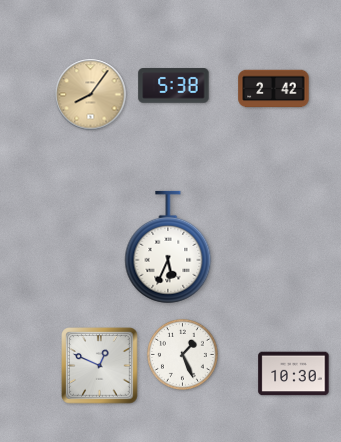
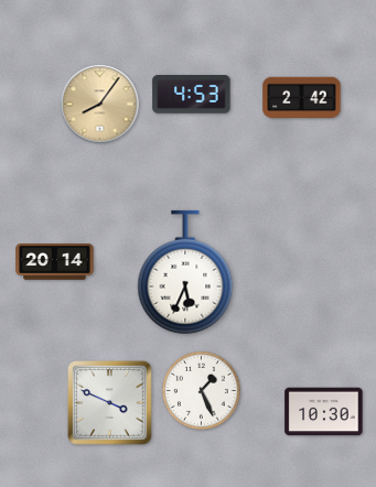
clock at (174, 86): 5:38 -> 4:53
clock at (55, 262): none -> 20:14
clock at (100, 366): 12:49 -> 3:49
